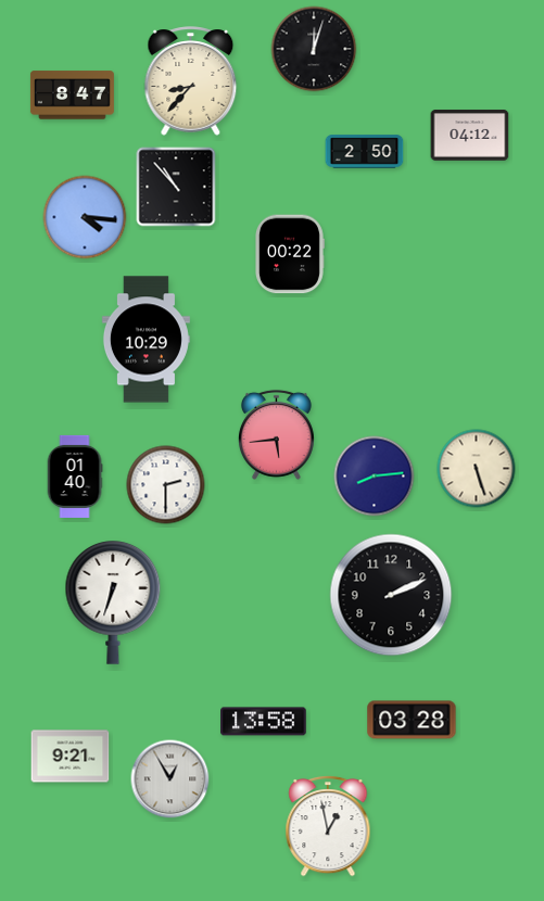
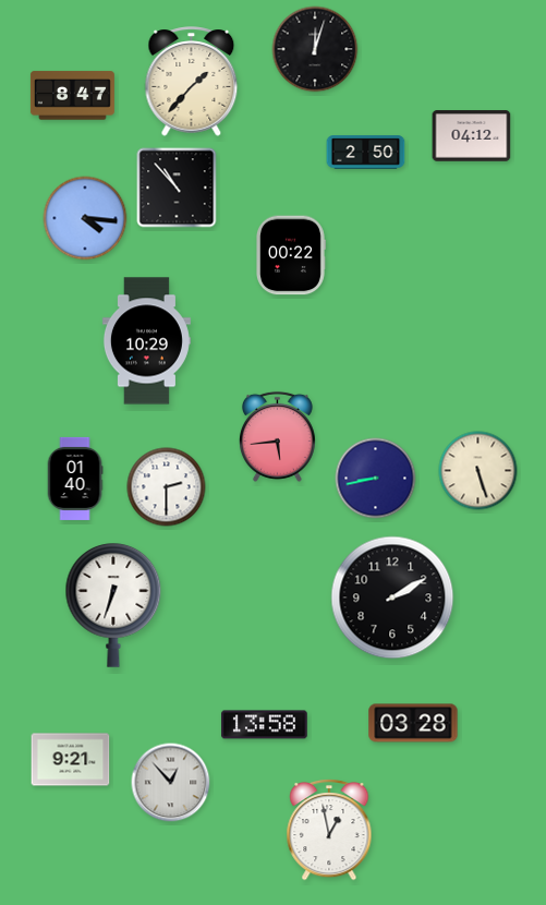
clock at (191, 81): 8:37 -> 1:37
clock at (375, 477): 8:14 -> 8:43
clock at (391, 595): 2:11 -> 2:10
clock at (170, 779): 12:55 -> 12:53
